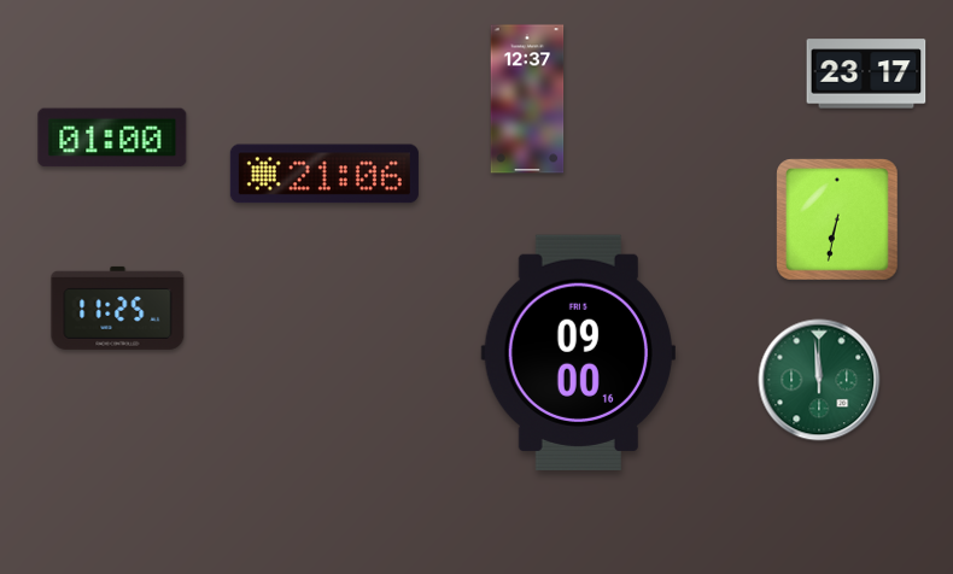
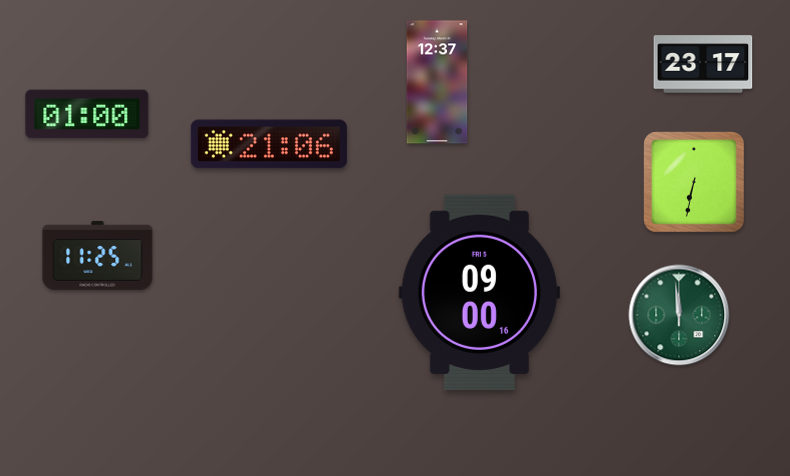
clock at (866, 74) position: (866, 74) -> (703, 64)
clock at (112, 137) position: (112, 137) -> (87, 114)
